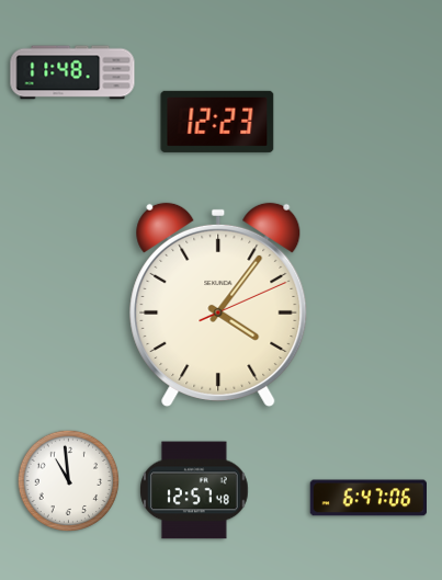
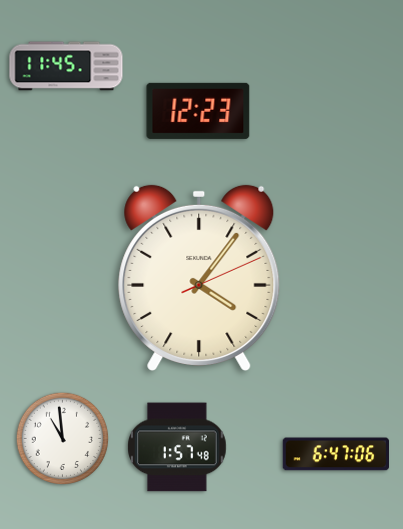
clock at (72, 72): 11:48 -> 11:45
clock at (194, 490): 12:57 -> 1:57
